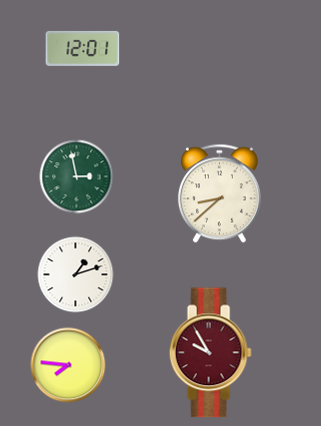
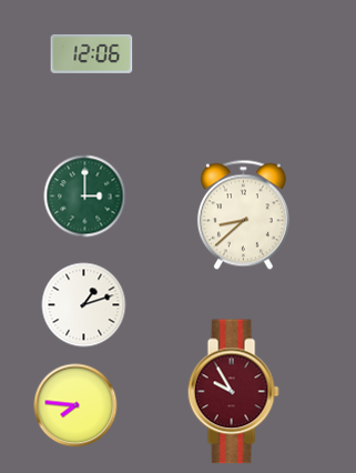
clock at (83, 48): 12:01 -> 12:06
clock at (77, 177): 2:58 -> 3:00
